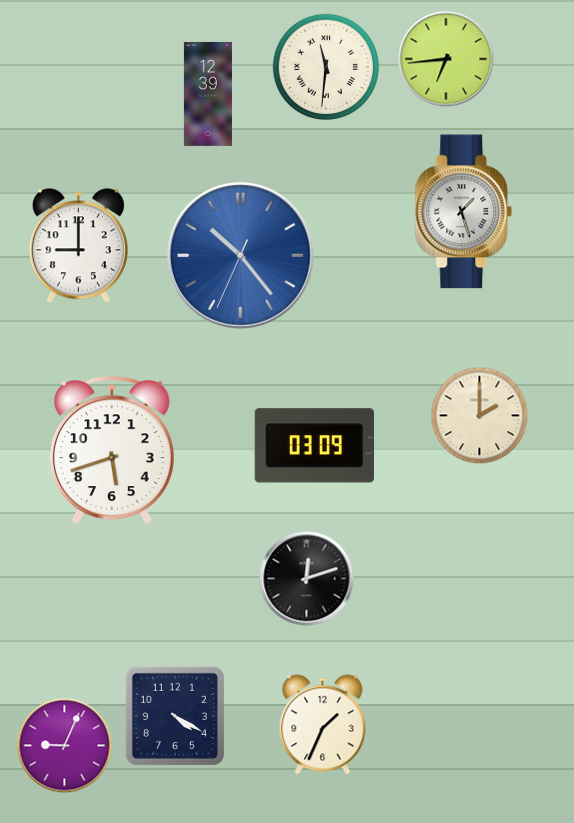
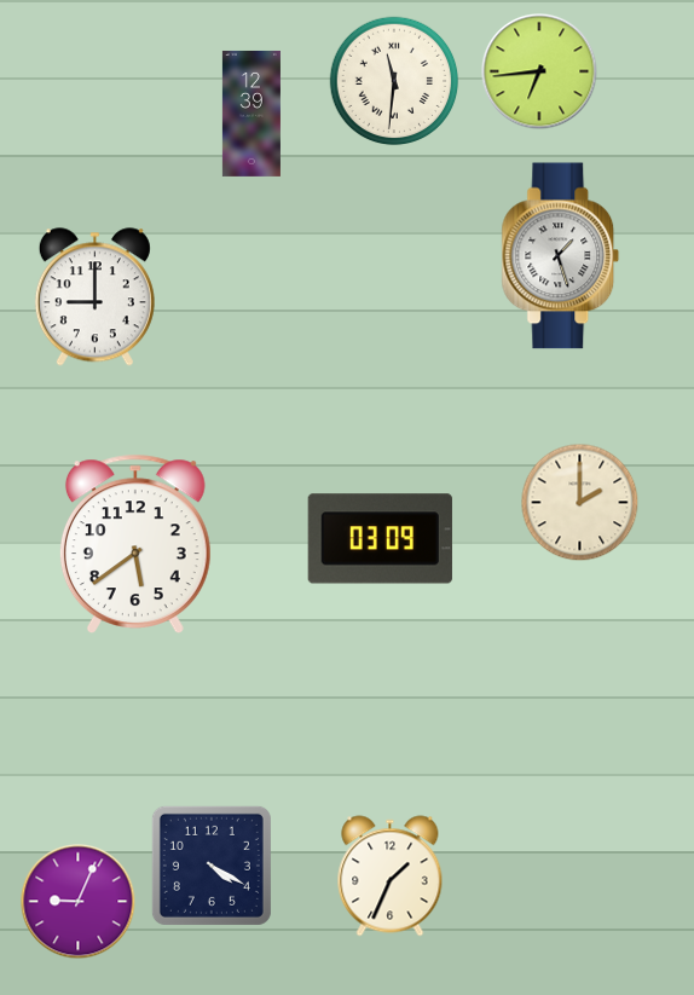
clock at (240, 255): 10:23 -> none
clock at (112, 449): 5:42 -> 5:39
clock at (307, 579): 12:12 -> none
